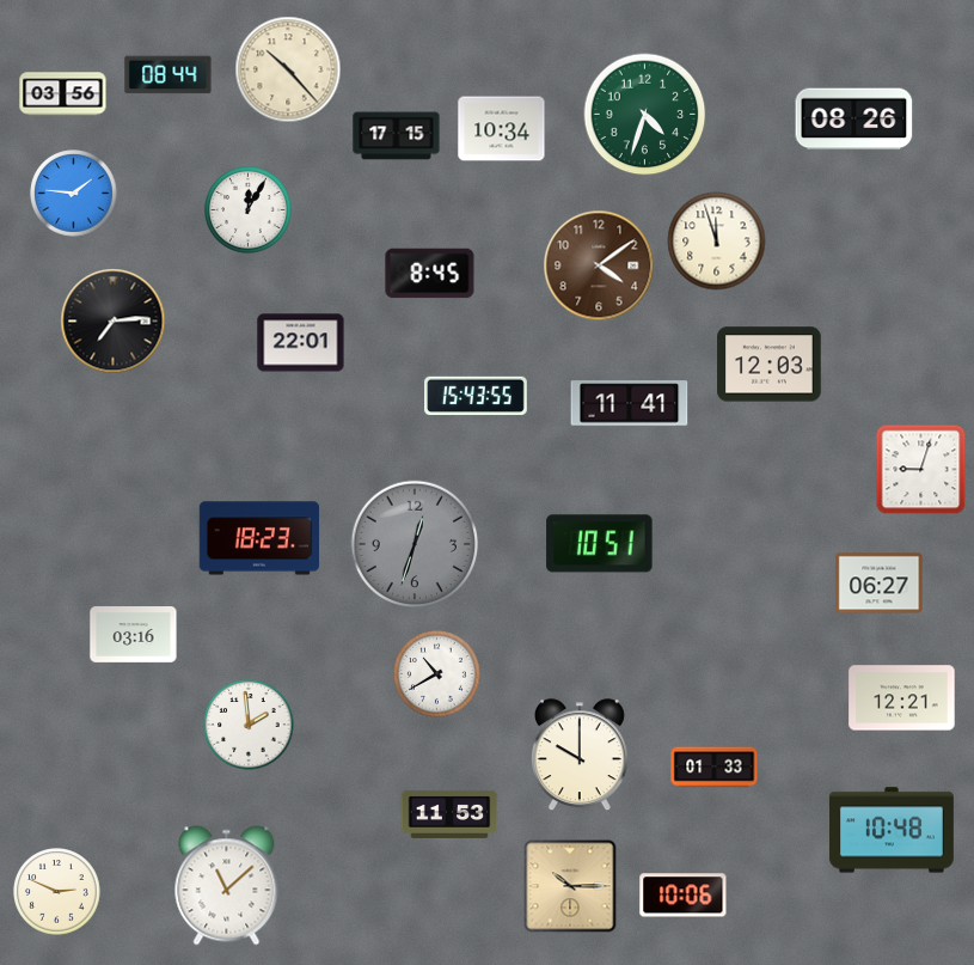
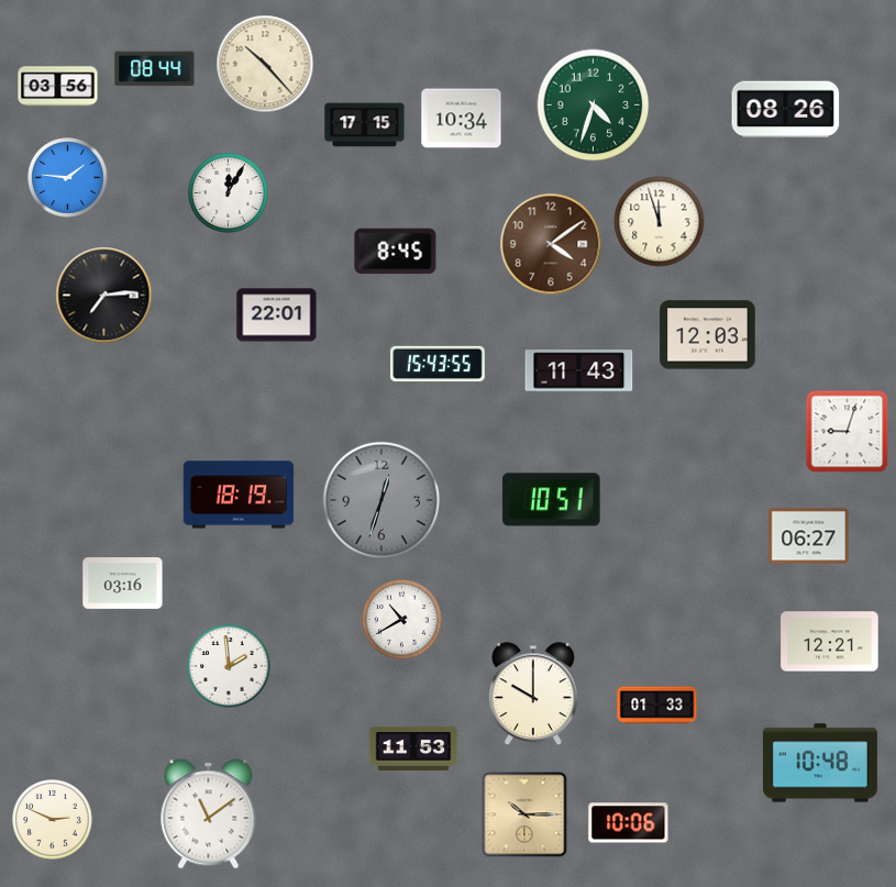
clock at (630, 404): 11:41 -> 11:43
clock at (259, 538): 18:23 -> 18:19
clock at (227, 886): 11:08 -> 11:09
